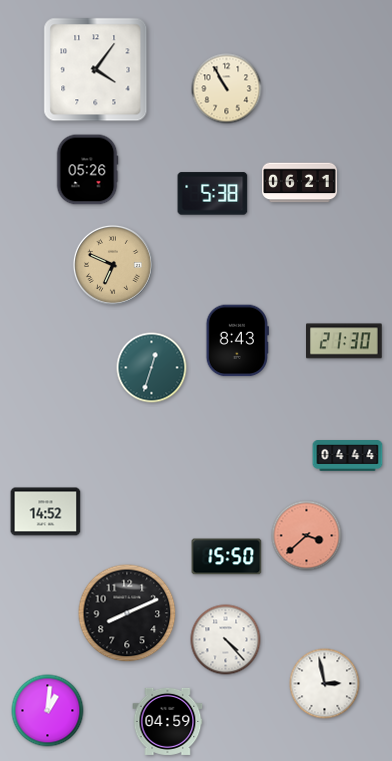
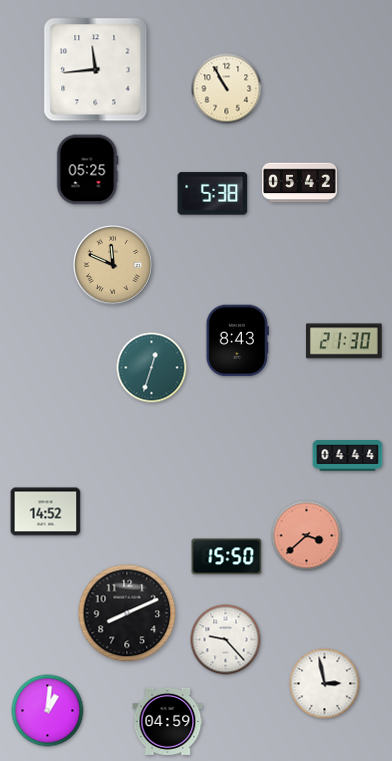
clock at (96, 70): 4:06 -> 11:44
clock at (87, 170): 05:26 -> 05:25
clock at (300, 183): 06:21 -> 05:42
clock at (113, 265): 6:49 -> 11:49
clock at (226, 640): 4:23 -> 9:23
